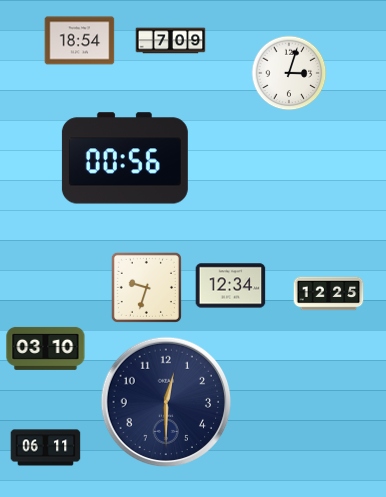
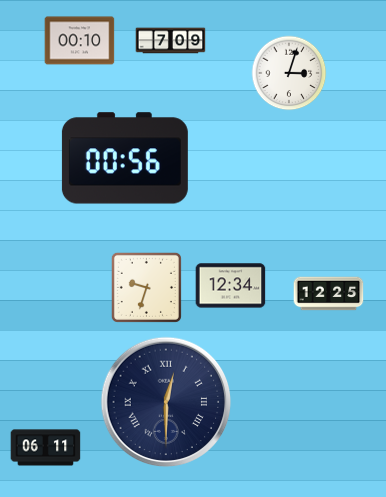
clock at (80, 41): 18:54 -> 00:10
clock at (46, 348): 03:10 -> none
clock at (166, 402) numerals: Arabic -> Roman
